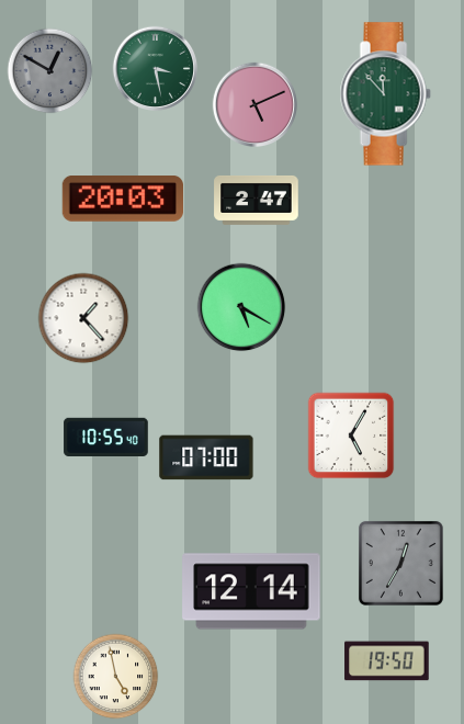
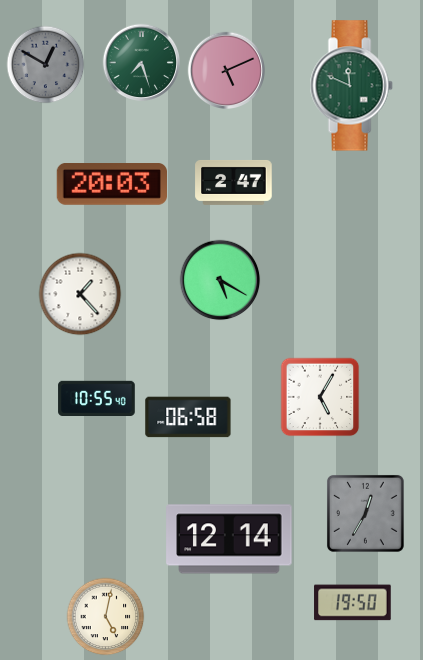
clock at (155, 68): 3:28 -> 7:27
clock at (385, 94): 11:53 -> 11:49
clock at (254, 104) position: (254, 104) -> (226, 70)
clock at (122, 200) position: (122, 200) -> (111, 185)
clock at (83, 318) position: (83, 318) -> (80, 294)
clock at (206, 457): 07:00 -> 06:58
clock at (115, 676): 4:58 -> 5:02
